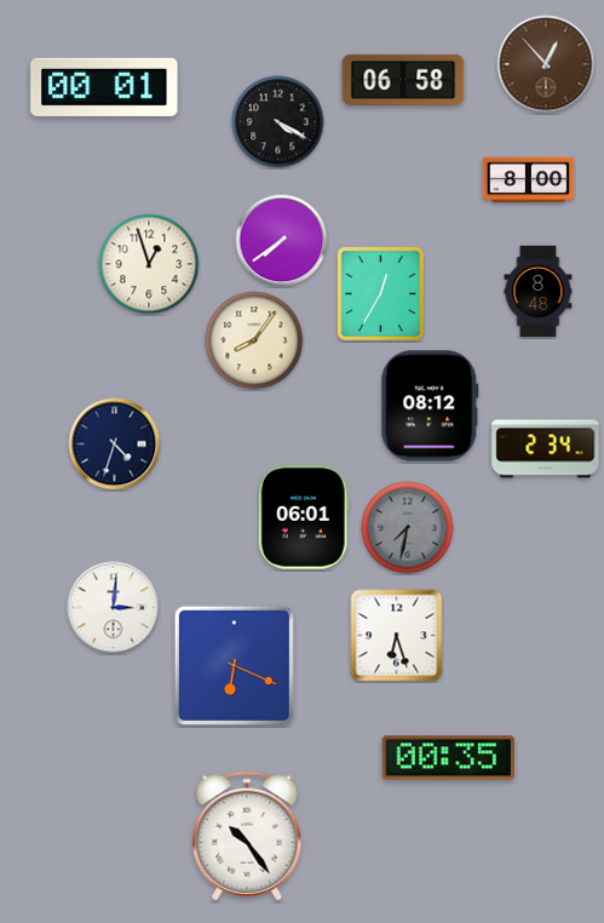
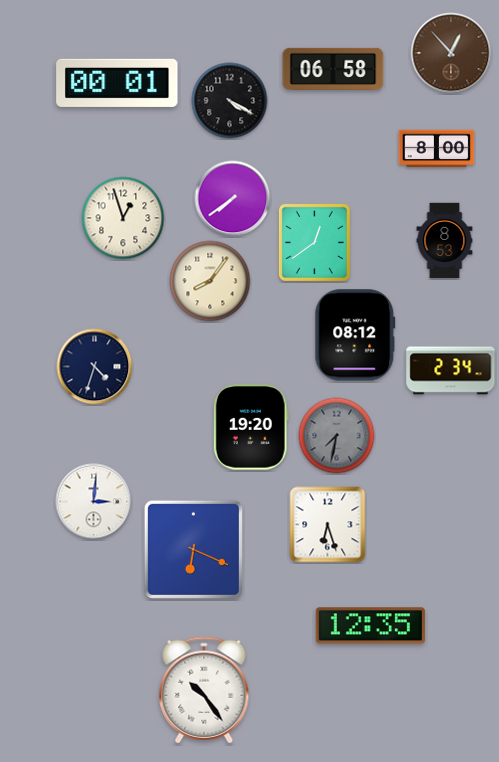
clock at (403, 80) position: (403, 80) -> (333, 69)
clock at (104, 87) position: (104, 87) -> (117, 83)
clock at (539, 292): 8:48 -> 8:53
clock at (380, 293): 12:35 -> 12:39
clock at (304, 517): 06:01 -> 19:20
clock at (448, 758): 00:35 -> 12:35
